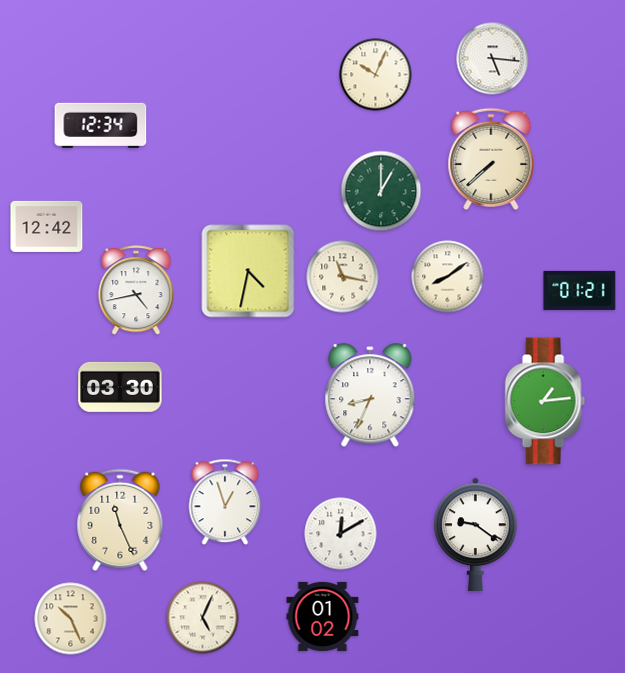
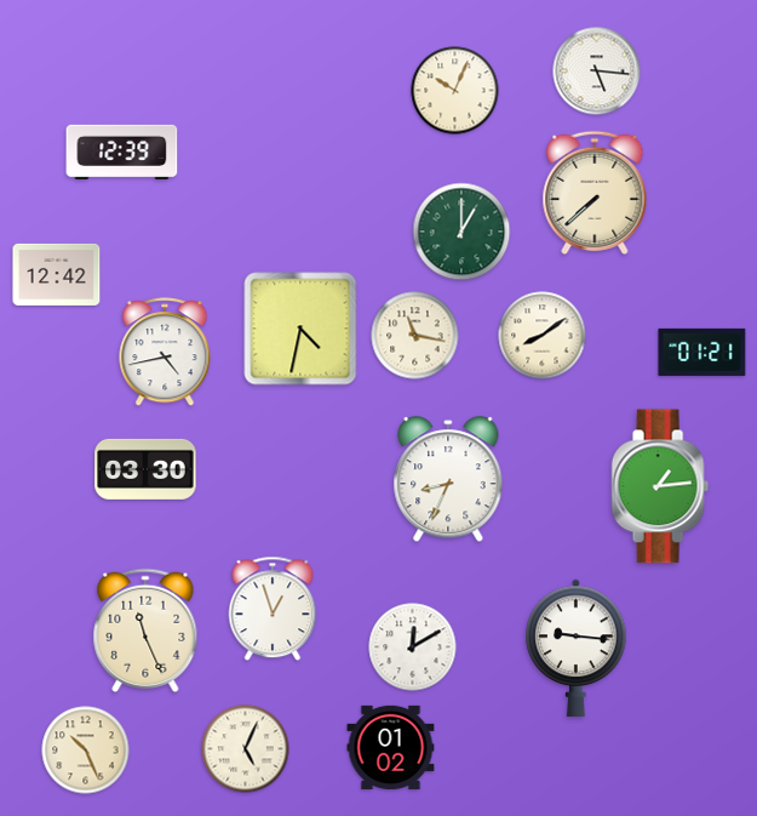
clock at (101, 125): 12:34 -> 12:39
clock at (476, 534): 9:21 -> 9:16
